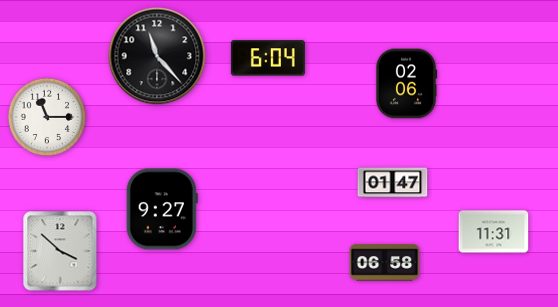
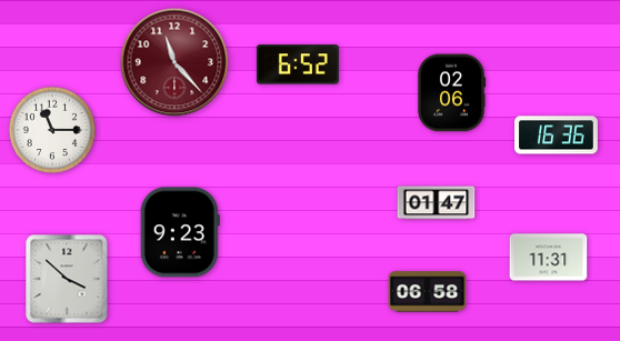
clock at (157, 56) dial: black -> burgundy
clock at (268, 58): 6:04 -> 6:52
clock at (557, 136): none -> 16:36
clock at (162, 209): 9:27 -> 9:23
